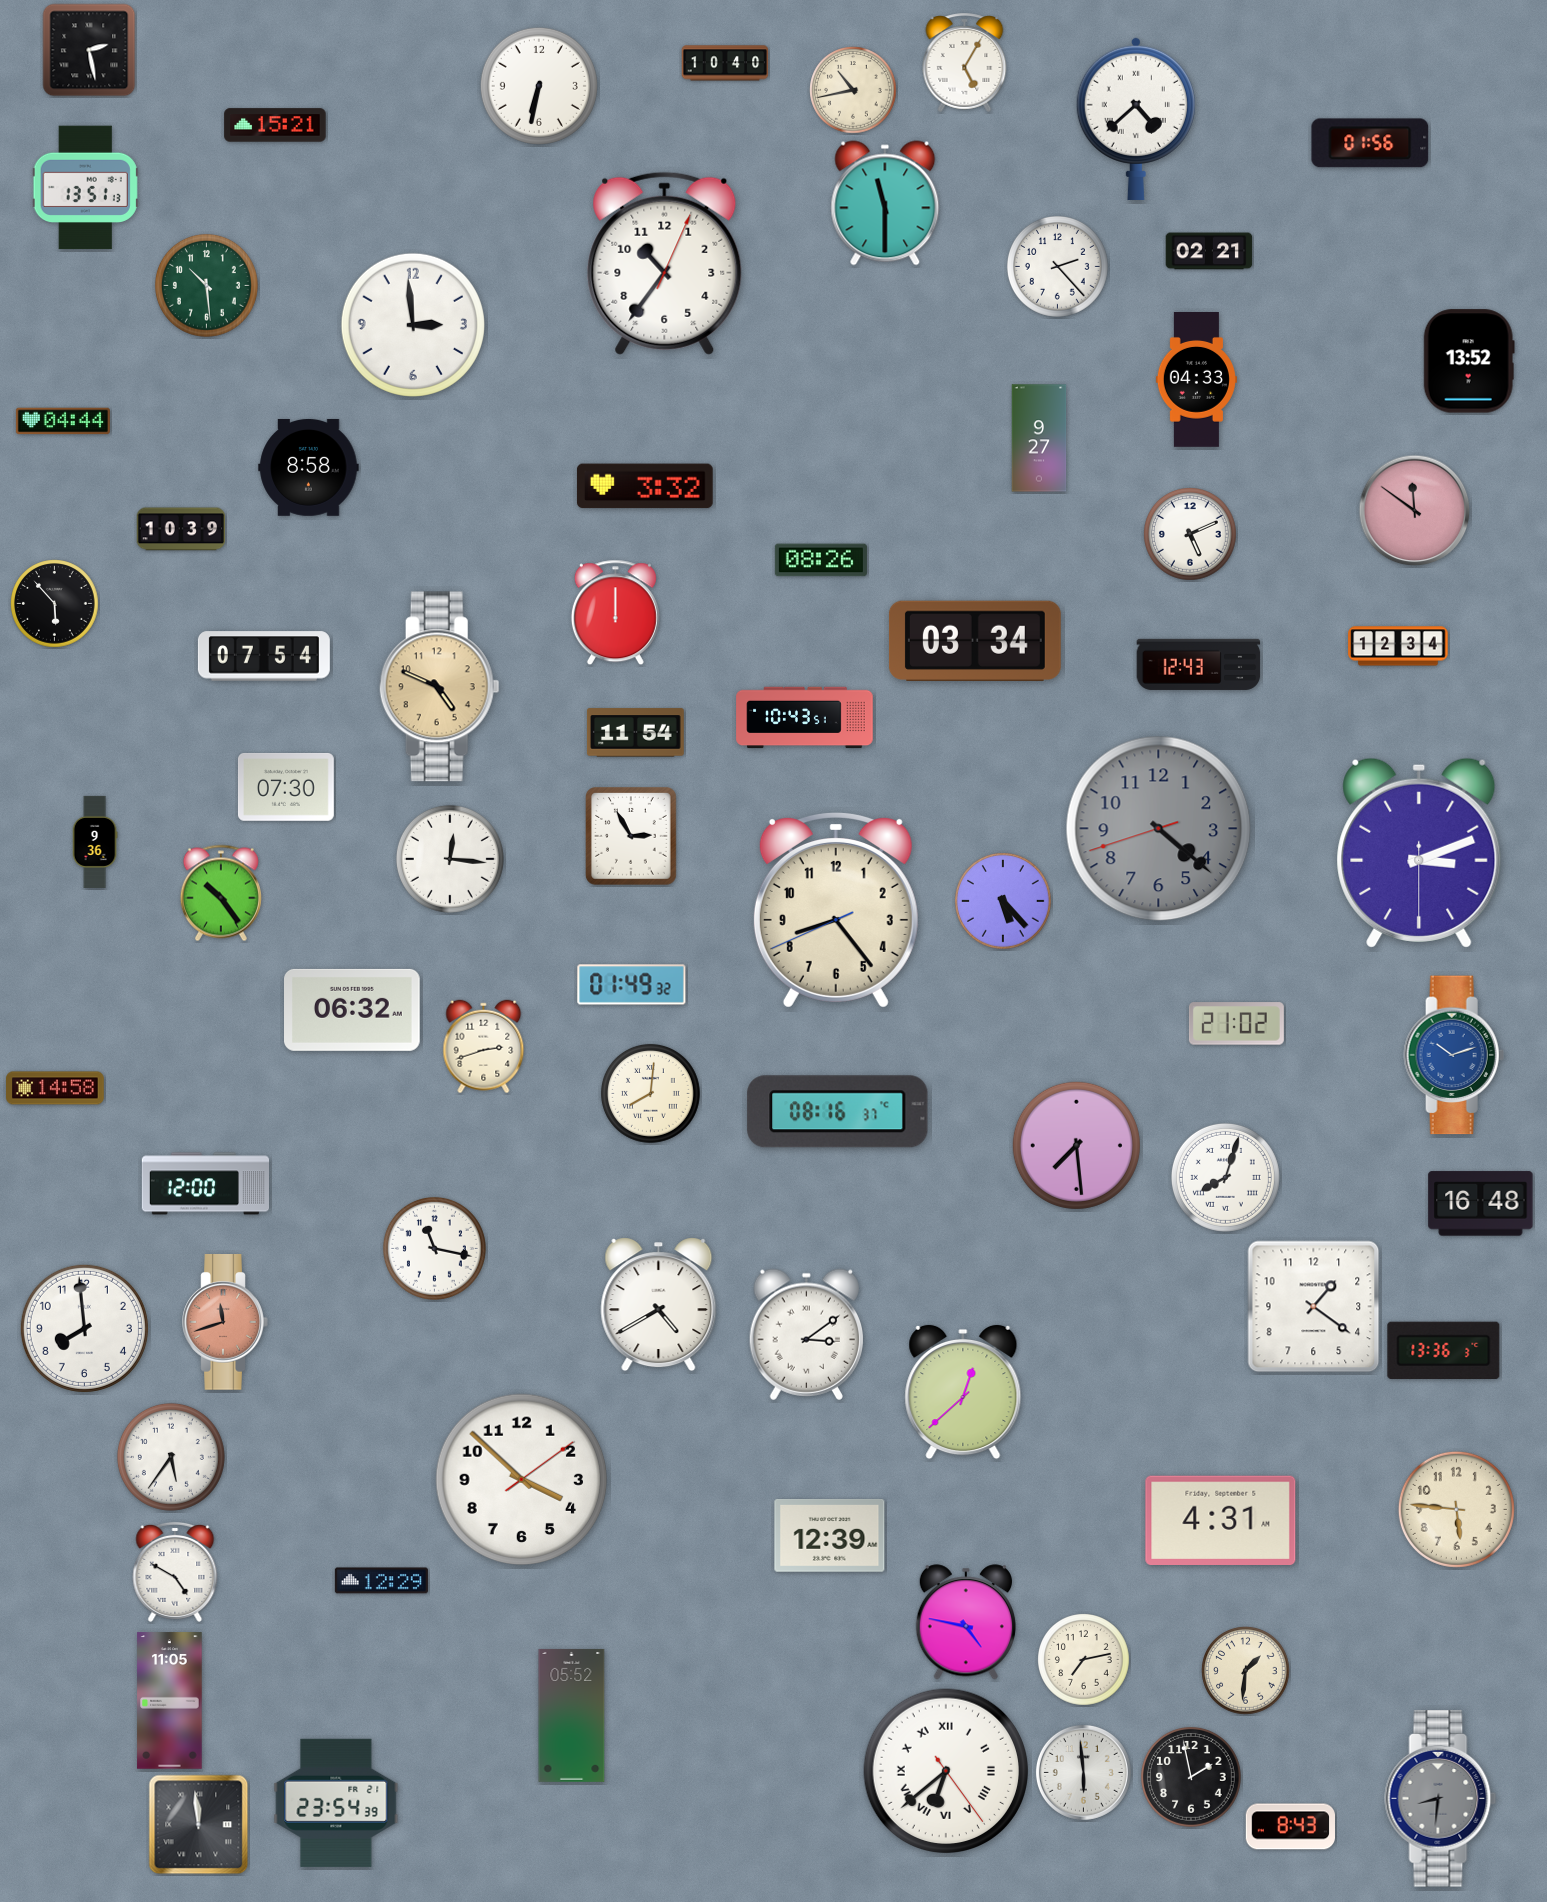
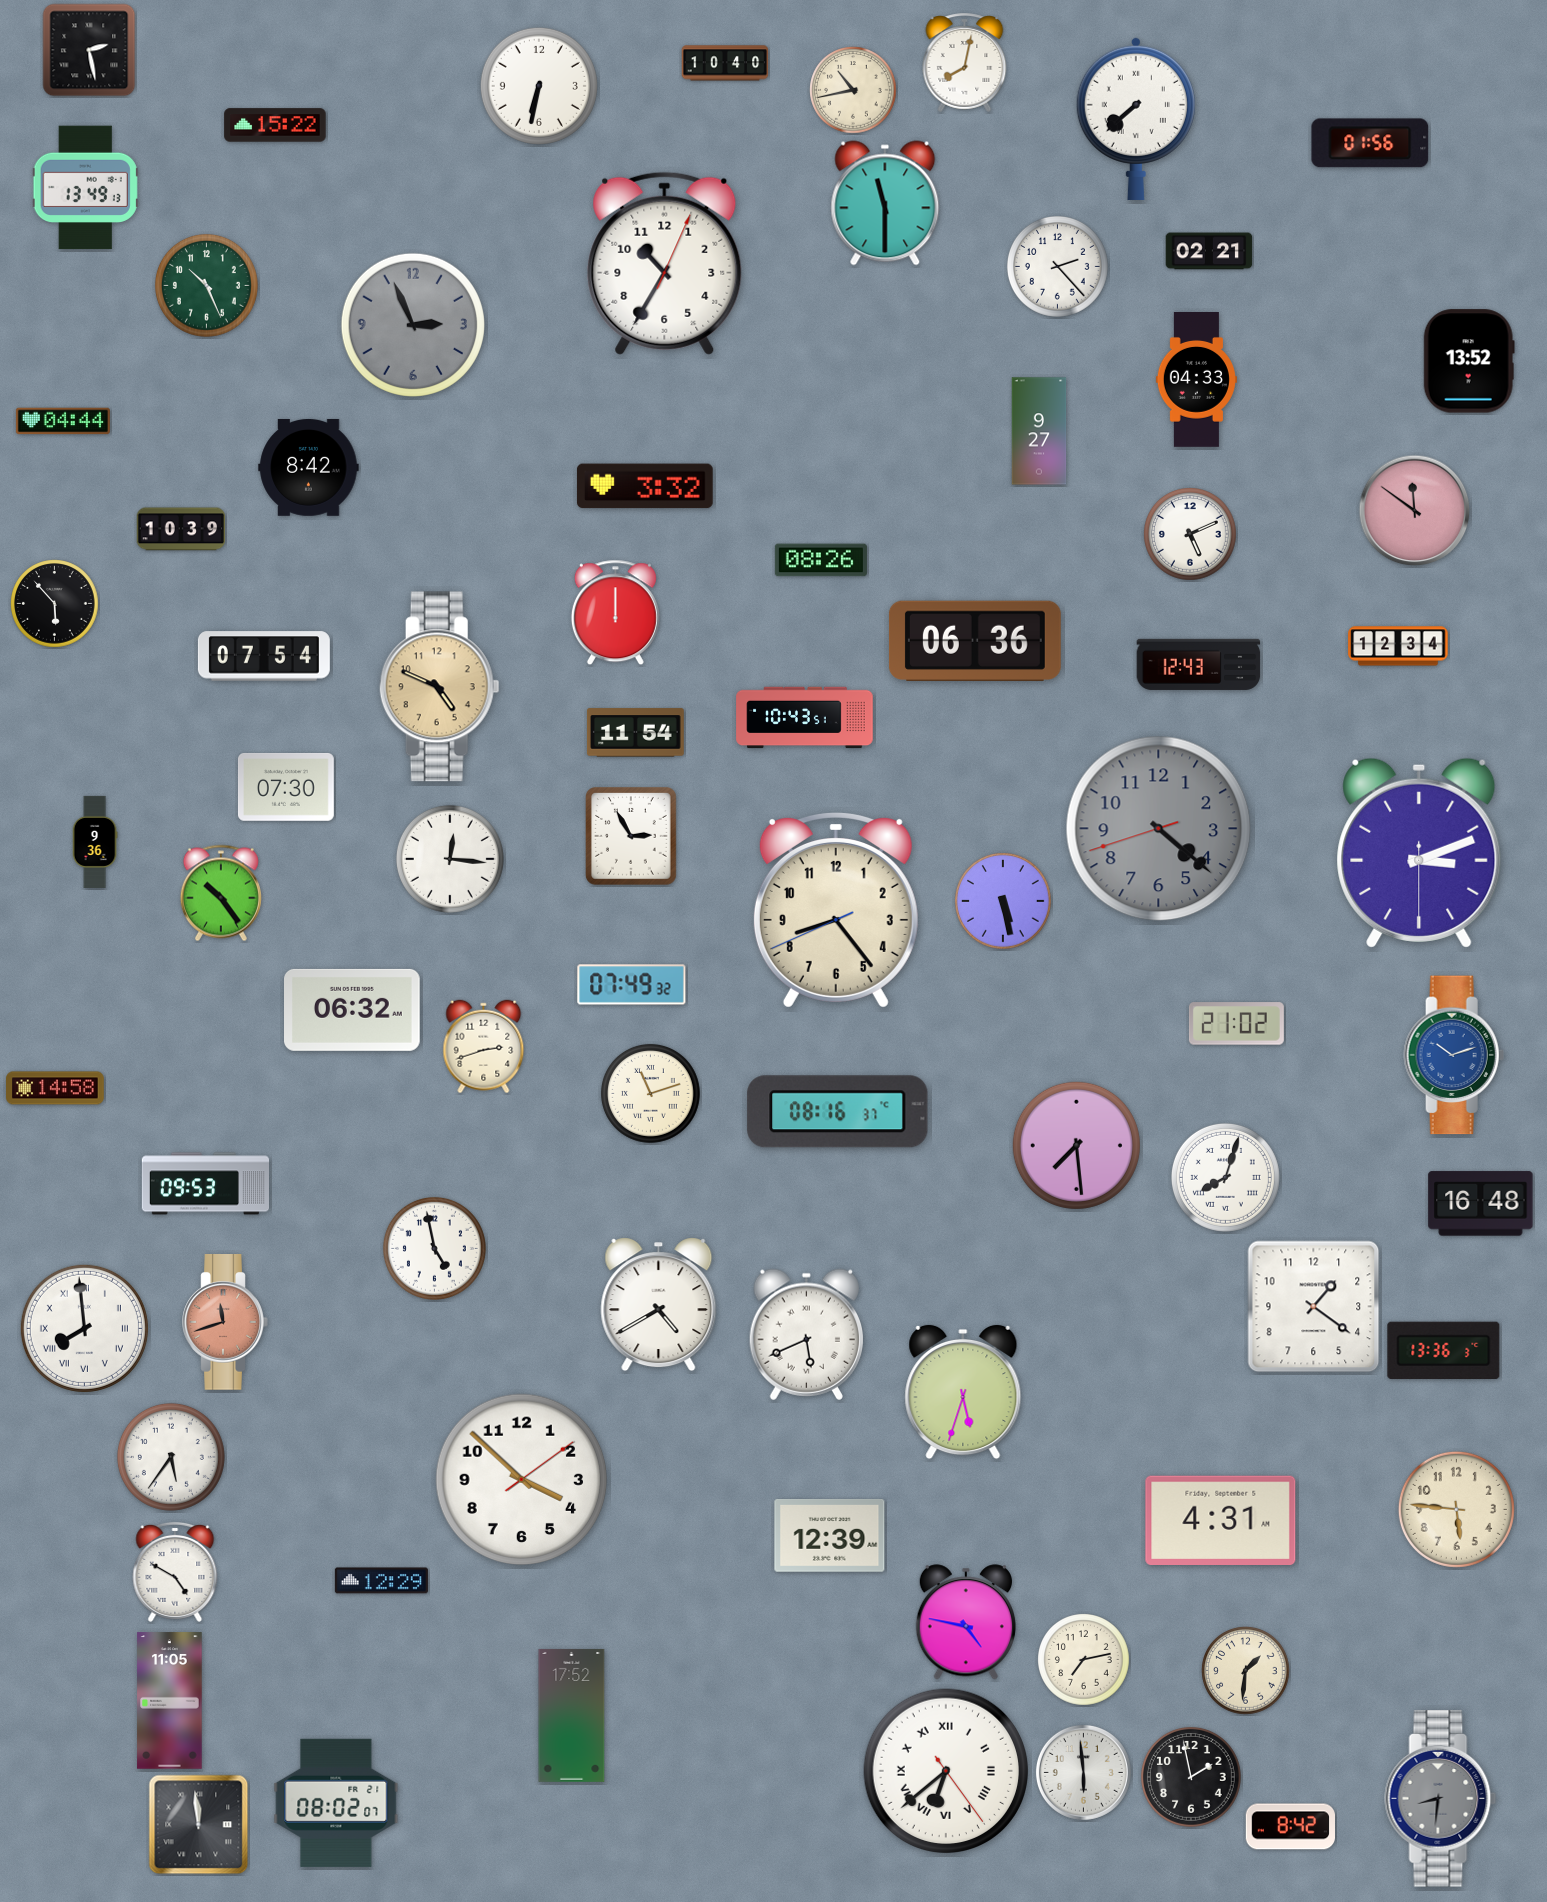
clock at (965, 62): 5:05 -> 8:02
clock at (1136, 118): 4:38 -> 7:38
clock at (275, 125): 15:21 -> 15:22
clock at (85, 188): 13:51 -> 13:49
clock at (665, 263): 10:36 -> 10:35
clock at (206, 285): 10:29 -> 10:26
clock at (413, 325): 2:59 -> 2:56
clock at (413, 325) dial: white -> grey
clock at (1039, 438) position: (1039, 438) -> (1039, 431)
clock at (309, 468): 8:58 -> 8:42
clock at (975, 640): 03:34 -> 06:36
clock at (1004, 902): 5:23 -> 5:28
clock at (632, 985): 01:49 -> 07:49
clock at (650, 1093): 8:01 -> 11:12
clock at (205, 1184): 12:00 -> 09:53
clock at (434, 1248): 11:17 -> 4:58
clock at (84, 1328) numerals: Arabic -> Roman
clock at (806, 1334): 3:09 -> 5:41
clock at (963, 1392): 12:38 -> 5:33
clock at (572, 1715): 05:52 -> 17:52
clock at (336, 1803): 23:54 -> 08:02
clock at (1290, 1827): 8:43 -> 8:42
